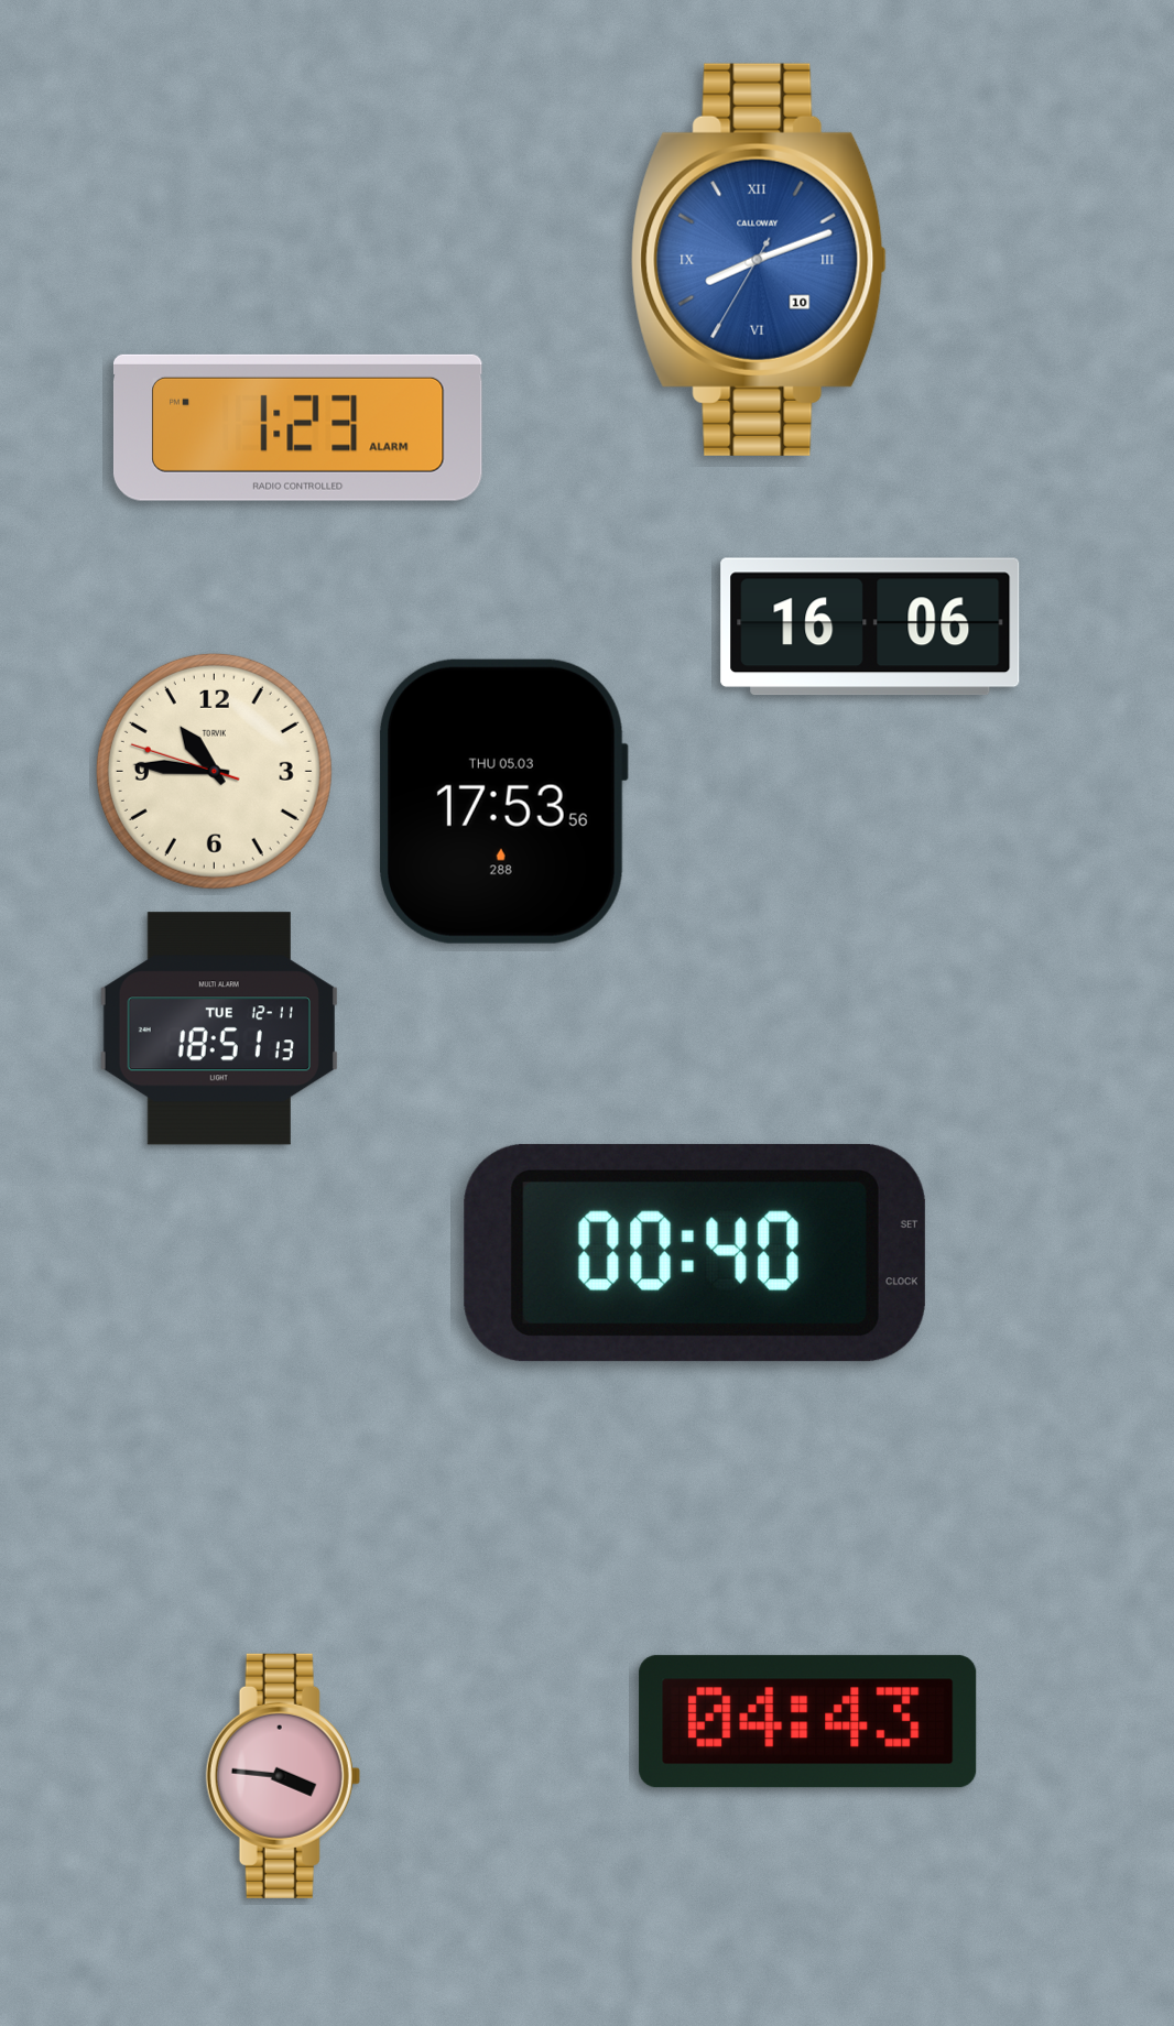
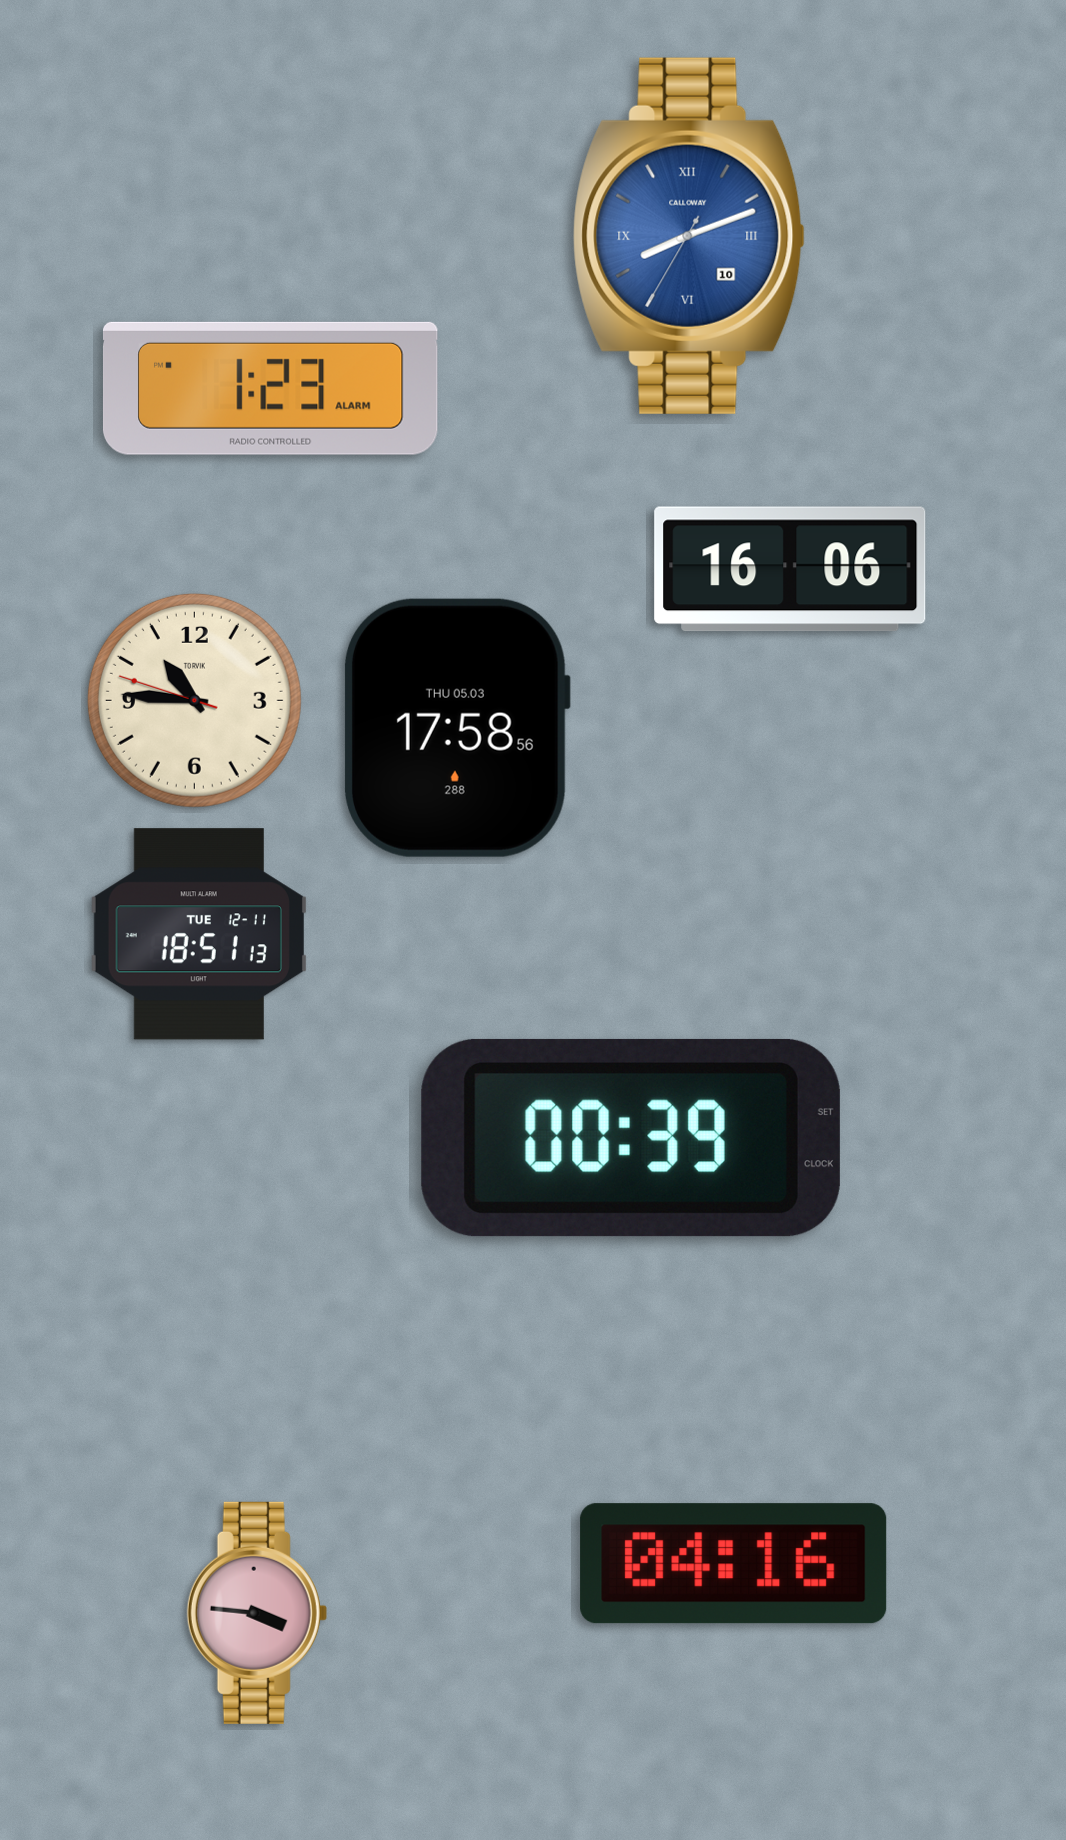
clock at (502, 802): 17:53 -> 17:58
clock at (695, 1253): 00:40 -> 00:39
clock at (808, 1722): 04:43 -> 04:16
